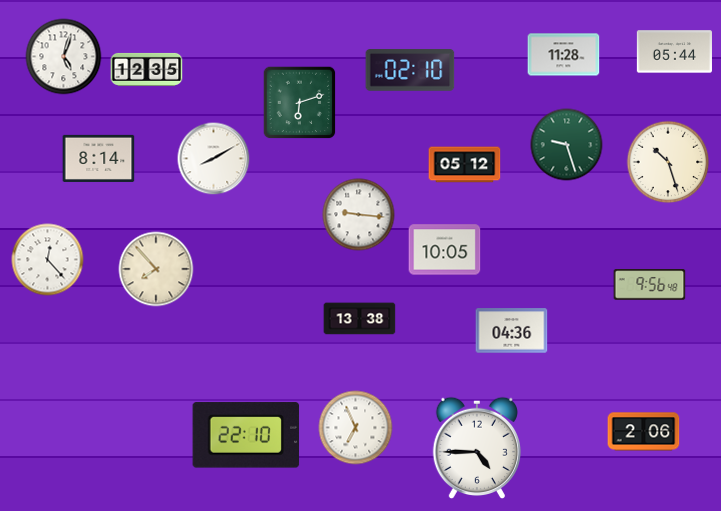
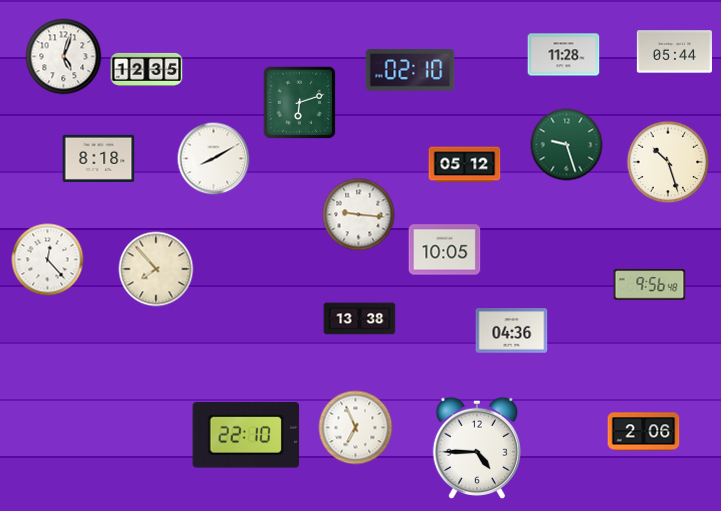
clock at (99, 158): 8:14 -> 8:18
